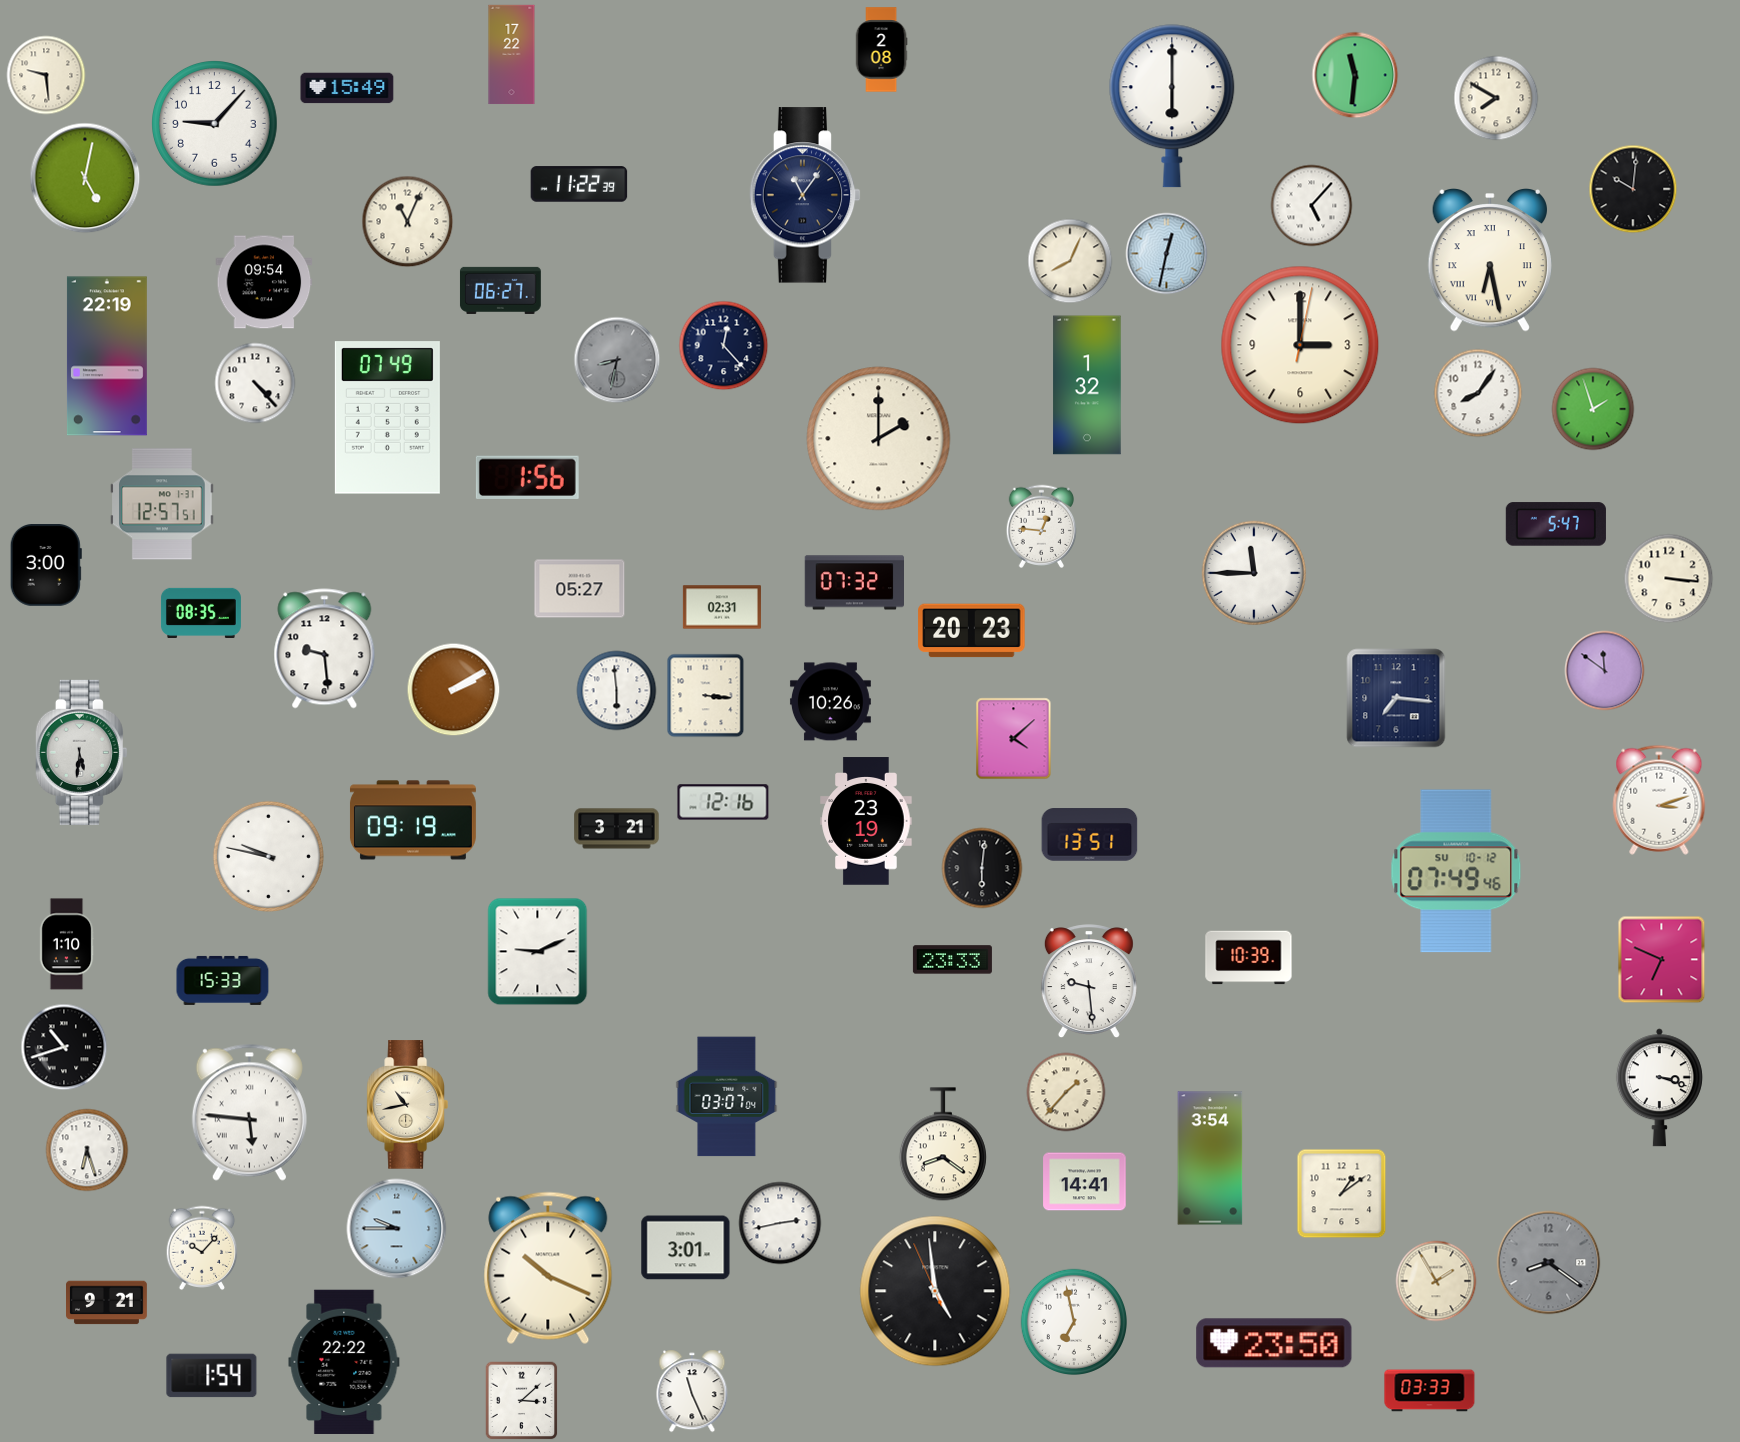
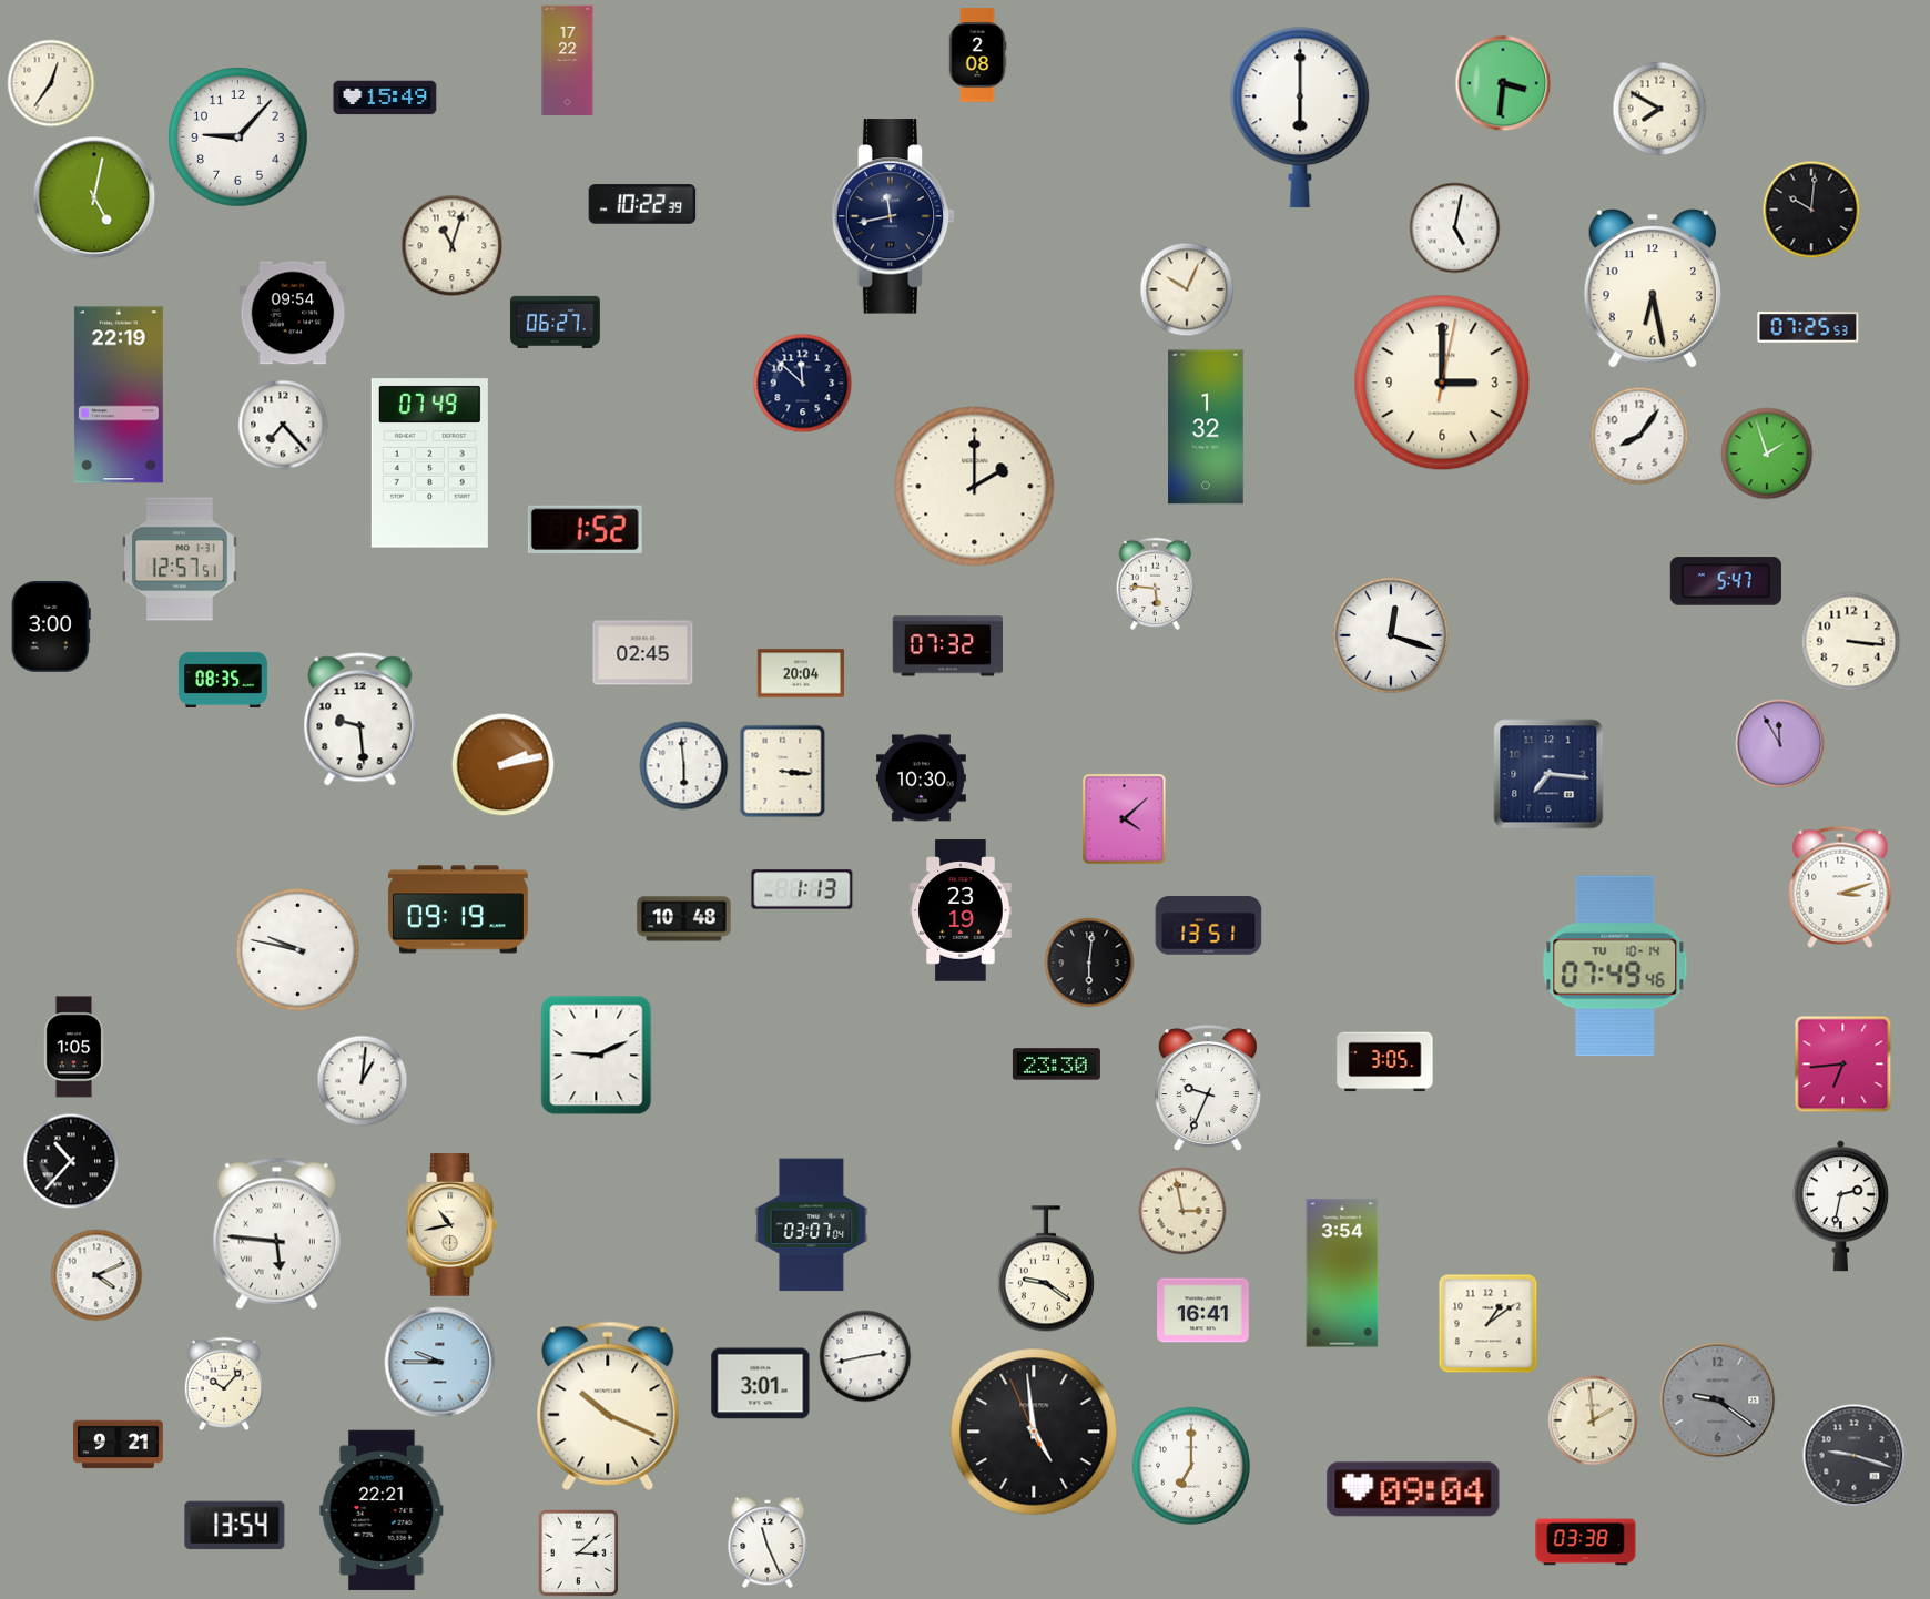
clock at (46, 75): 9:29 -> 12:36
clock at (1355, 75): 11:31 -> 3:31
clock at (579, 184): 11:22 -> 10:22
clock at (805, 195): 11:06 -> 11:43
clock at (1312, 206): 5:07 -> 5:02
clock at (408, 222): 11:04 -> 11:03
clock at (1167, 254): 12:32 -> none
clock at (1070, 261): 8:04 -> 10:04
clock at (1490, 261) numerals: Roman -> Arabic
clock at (1808, 327): none -> 07:25
clock at (724, 346): 12:23 -> 11:52
clock at (617, 360): 8:32 -> none
clock at (255, 383): 4:23 -> 7:23
clock at (527, 477): 1:56 -> 1:52
clock at (1041, 526): 12:46 -> 5:46
clock at (1254, 573): 11:45 -> 12:18
clock at (580, 589): 05:27 -> 02:45
clock at (722, 607): 02:31 -> 20:04
clock at (972, 631): 20:23 -> none
clock at (1605, 671): 11:51 -> 11:55
clock at (454, 690): 2:10 -> 2:13
clock at (831, 702): 10:26 -> 10:30
clock at (81, 752): 5:31 -> none
clock at (723, 802): 12:16 -> 1:13
clock at (617, 829): 3:21 -> 10:48
clock at (1456, 871) date: SU 10-12 -> TU 10-14
clock at (67, 944): 1:10 -> 1:05
clock at (1249, 958): 10:39 -> 3:05
clock at (952, 960): 23:33 -> 23:30
clock at (1662, 960): 6:49 -> 6:44
clock at (363, 1081): none -> 1:01
clock at (223, 980): 15:33 -> none
clock at (1089, 982): 9:29 -> 9:34
clock at (64, 1047): 10:42 -> 10:37
clock at (1659, 1088): 3:18 -> 2:32
clock at (1066, 1092): 1:37 -> 2:58
clock at (727, 1097) position: (727, 1097) -> (812, 1225)
clock at (943, 1144): 8:21 -> 9:21
clock at (87, 1150): 6:27 -> 4:11
clock at (1210, 1158) position: (1210, 1158) -> (1342, 1273)
clock at (1085, 1182): 14:41 -> 16:41
clock at (1549, 1263): 8:21 -> 9:21
clock at (1436, 1281): 1:55 -> 1:59
clock at (935, 1291) position: (935, 1291) -> (1034, 1432)
clock at (1855, 1456): none -> 9:18
clock at (1073, 1321): 6:58 -> 7:00
clock at (1274, 1343): 23:50 -> 09:04
clock at (344, 1362): 22:22 -> 22:21
clock at (212, 1376): 1:54 -> 13:54
clock at (1430, 1391): 03:33 -> 03:38
